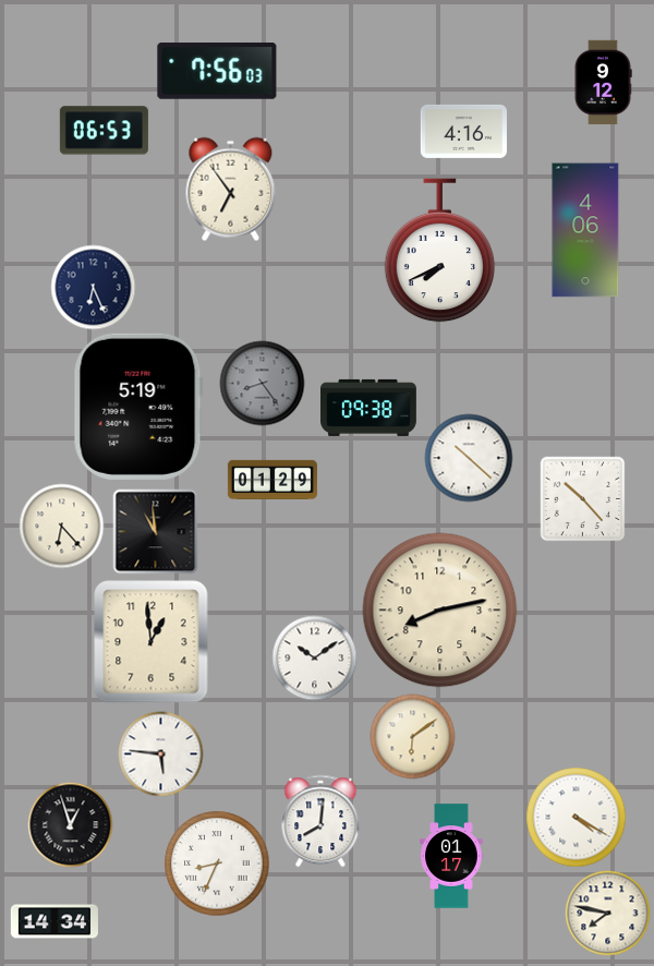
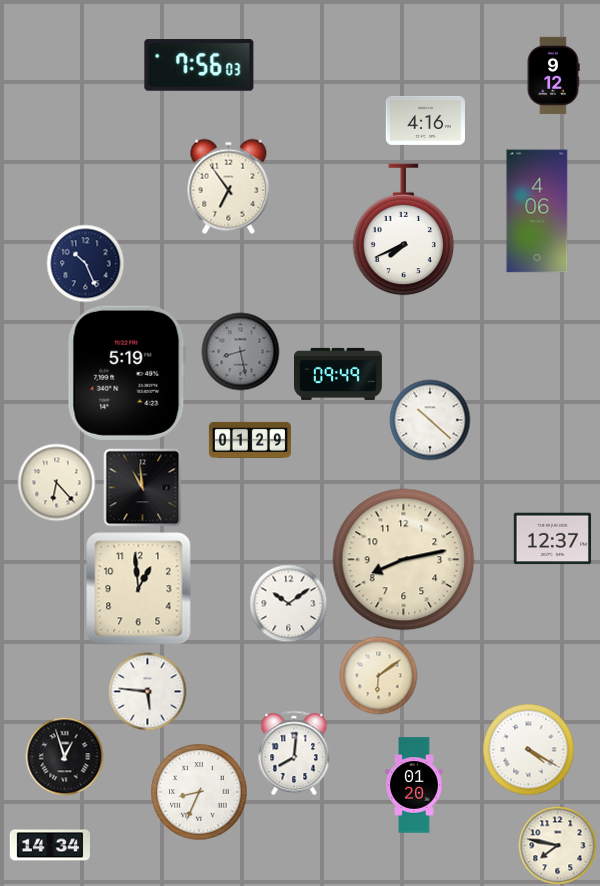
clock at (104, 131): 06:53 -> none
clock at (231, 189) position: (231, 189) -> (229, 186)
clock at (93, 287): 6:26 -> 10:26
clock at (262, 383): 8:24 -> 8:28
clock at (370, 408): 09:38 -> 09:49
clock at (582, 498): 10:23 -> none
clock at (552, 539): none -> 12:37
clock at (451, 856): 01:17 -> 01:20
clock at (607, 913) position: (607, 913) -> (557, 845)
